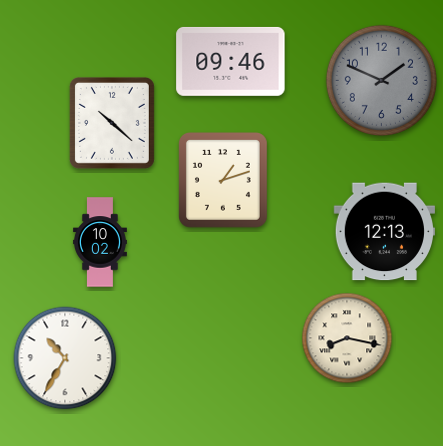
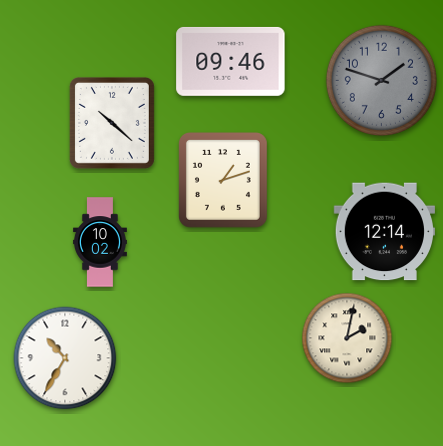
clock at (381, 80): 1:49 -> 1:48
clock at (384, 232): 12:13 -> 12:14
clock at (347, 338): 8:17 -> 2:02
